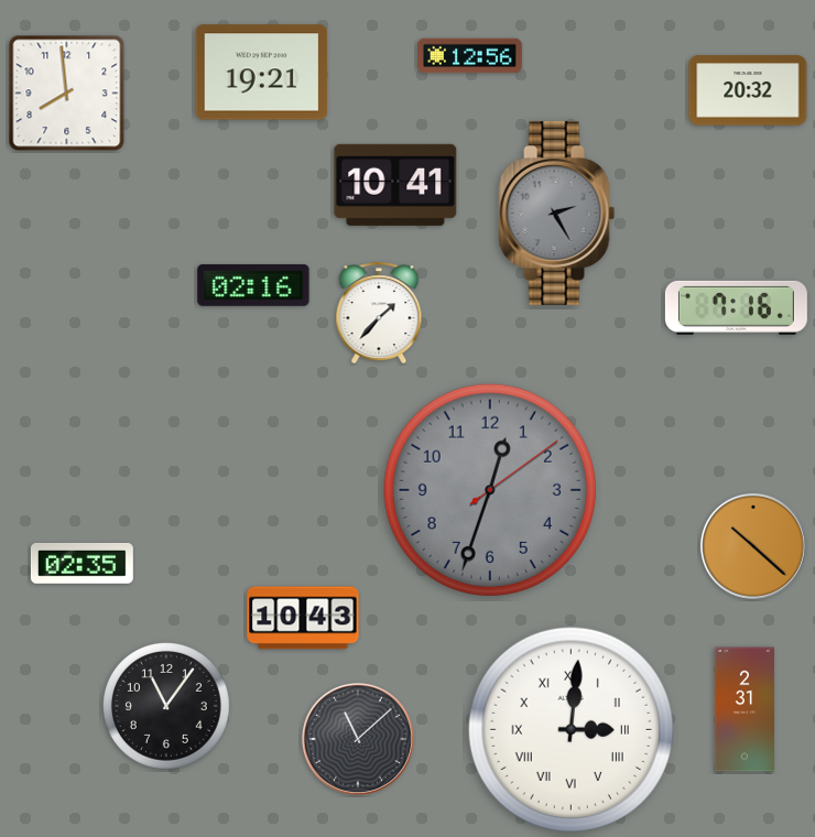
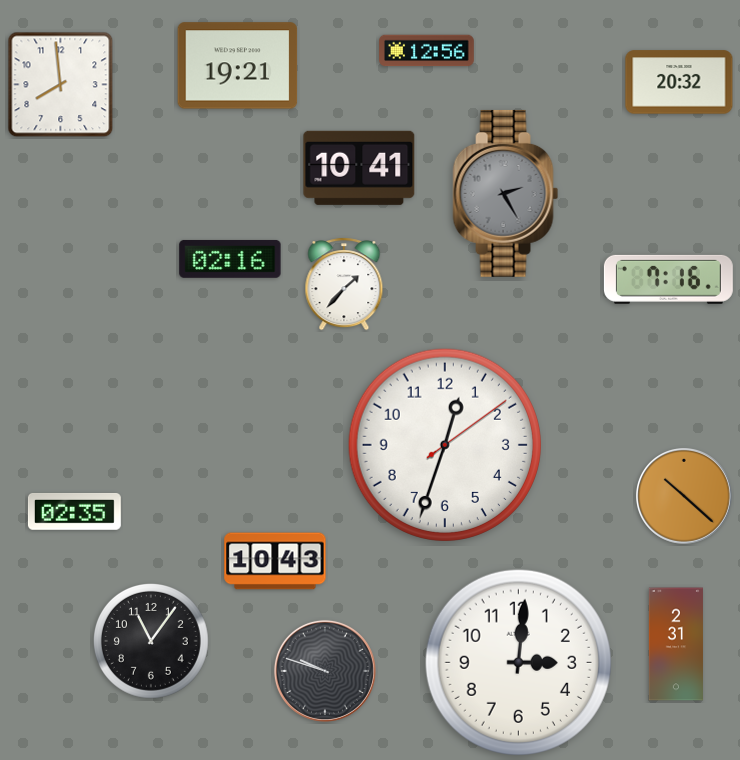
clock at (490, 490) dial: grey -> white
clock at (570, 729) numerals: Roman -> Arabic
clock at (358, 739): 11:08 -> 9:48
